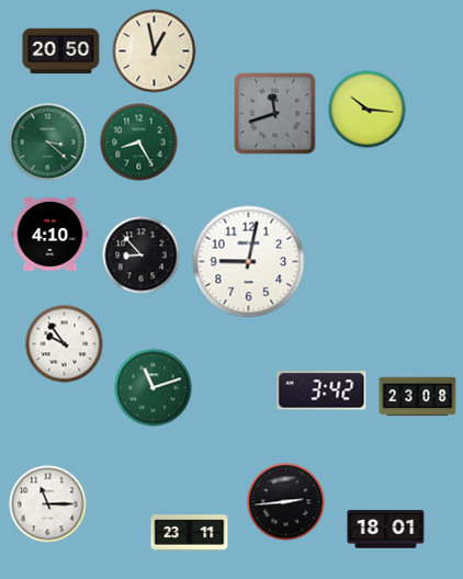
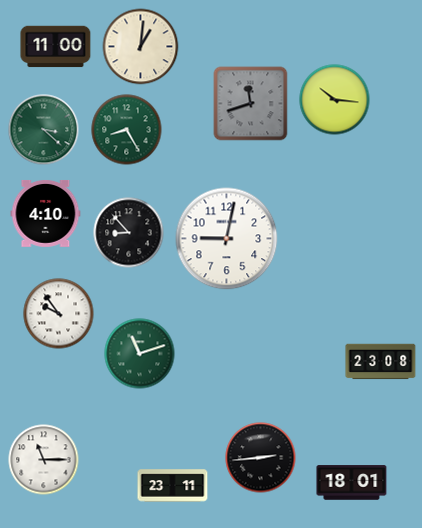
clock at (61, 52): 20:50 -> 11:00
clock at (155, 52): 12:58 -> 1:01
clock at (321, 390): 3:42 -> none
